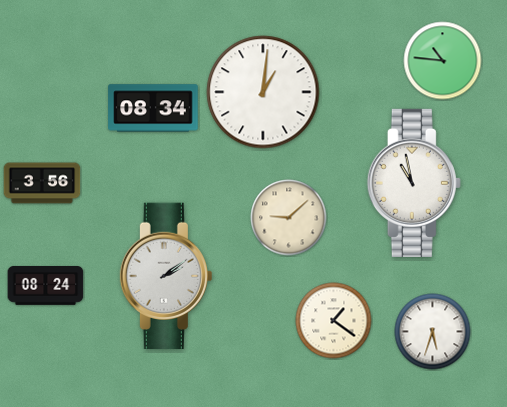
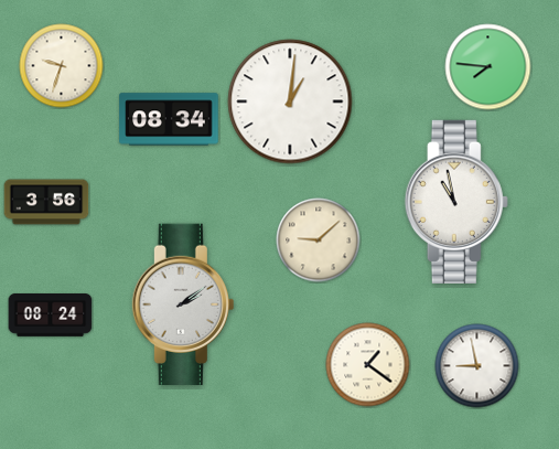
clock at (62, 66): none -> 9:33
clock at (443, 61): 10:46 -> 7:46
clock at (334, 321) position: (334, 321) -> (368, 365)
clock at (433, 332): 5:33 -> 8:58
